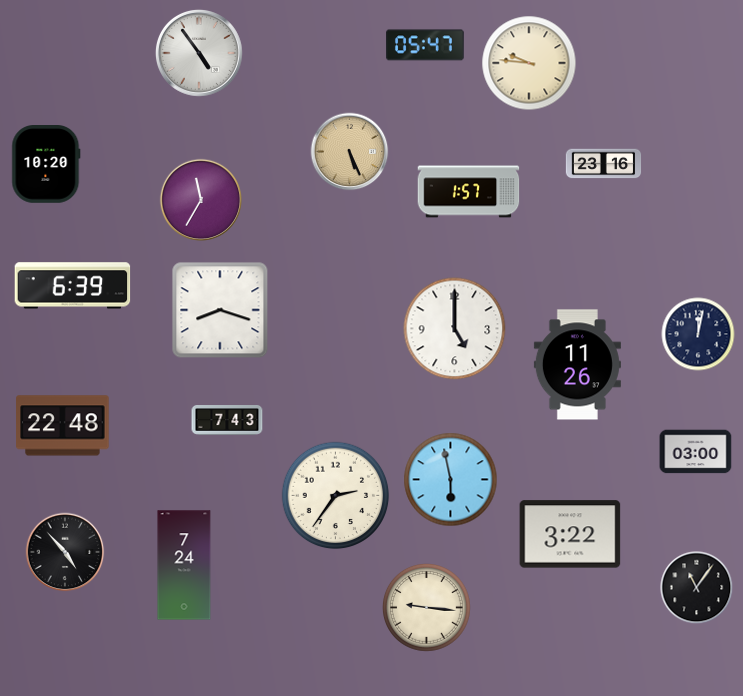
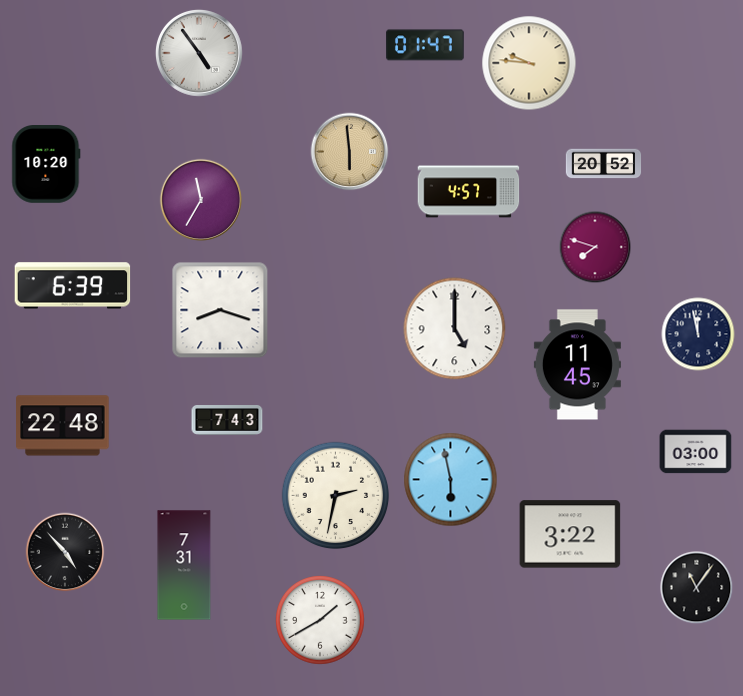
clock at (426, 45): 05:47 -> 01:47
clock at (350, 152): 5:26 -> 5:59
clock at (604, 164): 23:16 -> 20:52
clock at (469, 192): 1:57 -> 4:57
clock at (595, 247): none -> 7:48
clock at (698, 334): 12:02 -> 11:58
clock at (577, 365): 11:26 -> 11:45
clock at (336, 496): 2:36 -> 2:32
clock at (184, 565): 7:24 -> 7:31
clock at (426, 607): 9:16 -> none
clock at (321, 621): none -> 1:40
